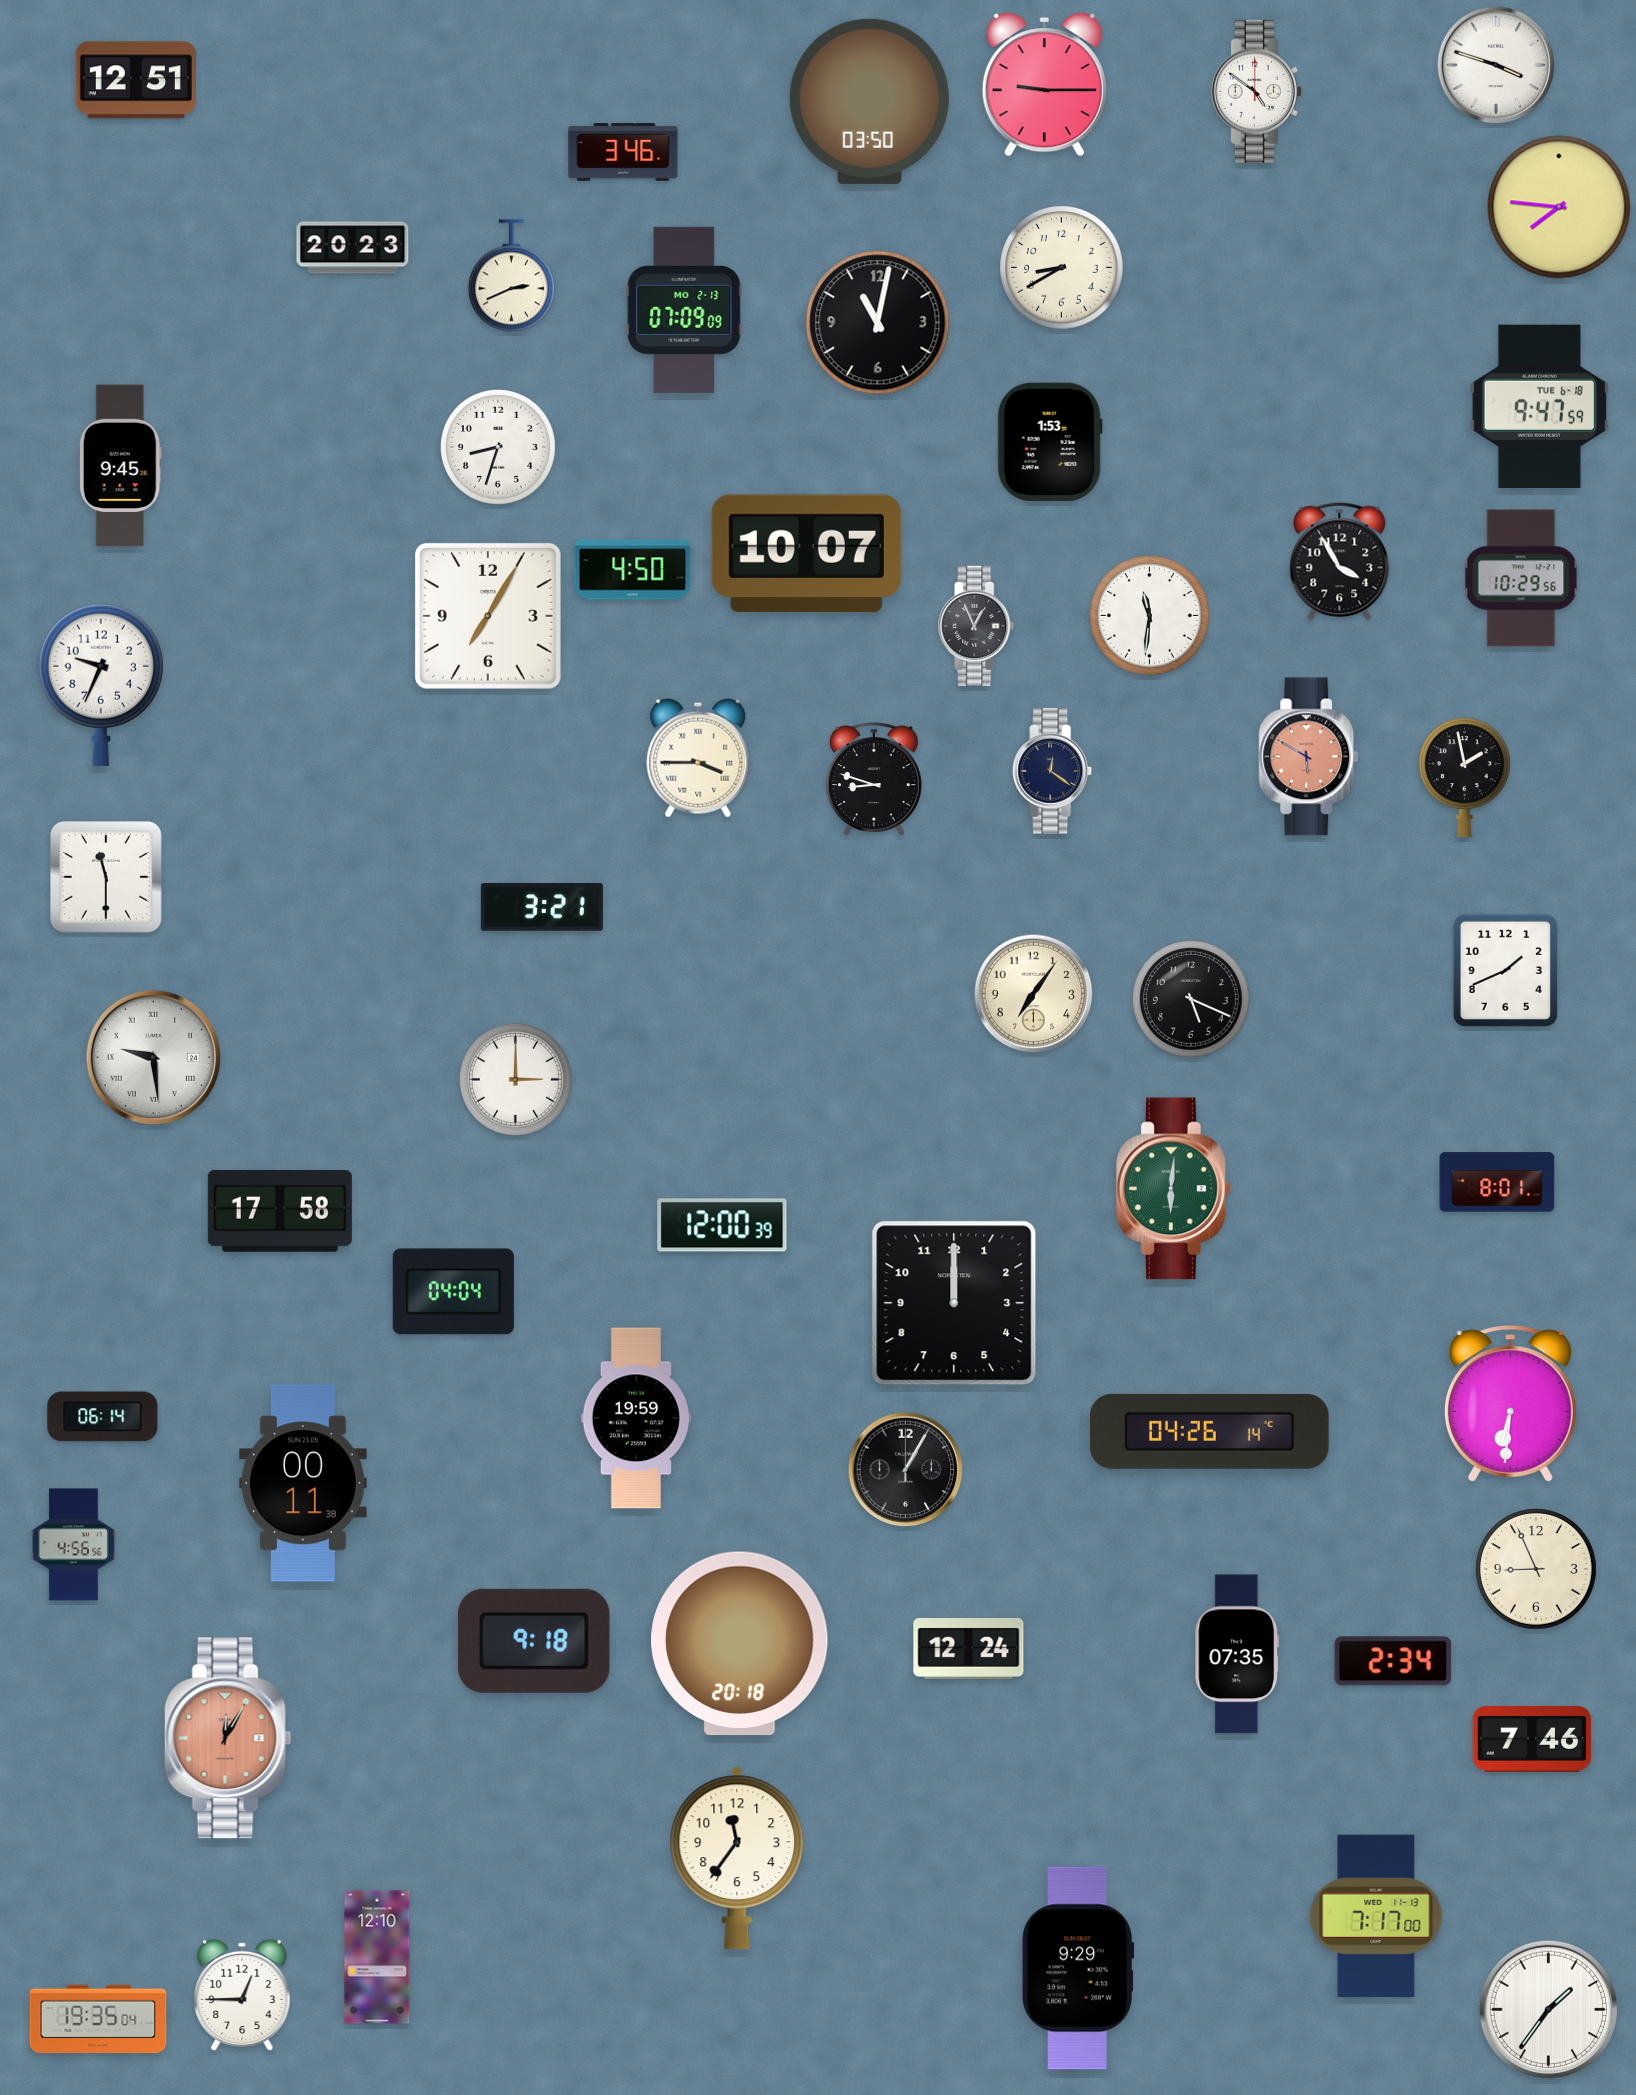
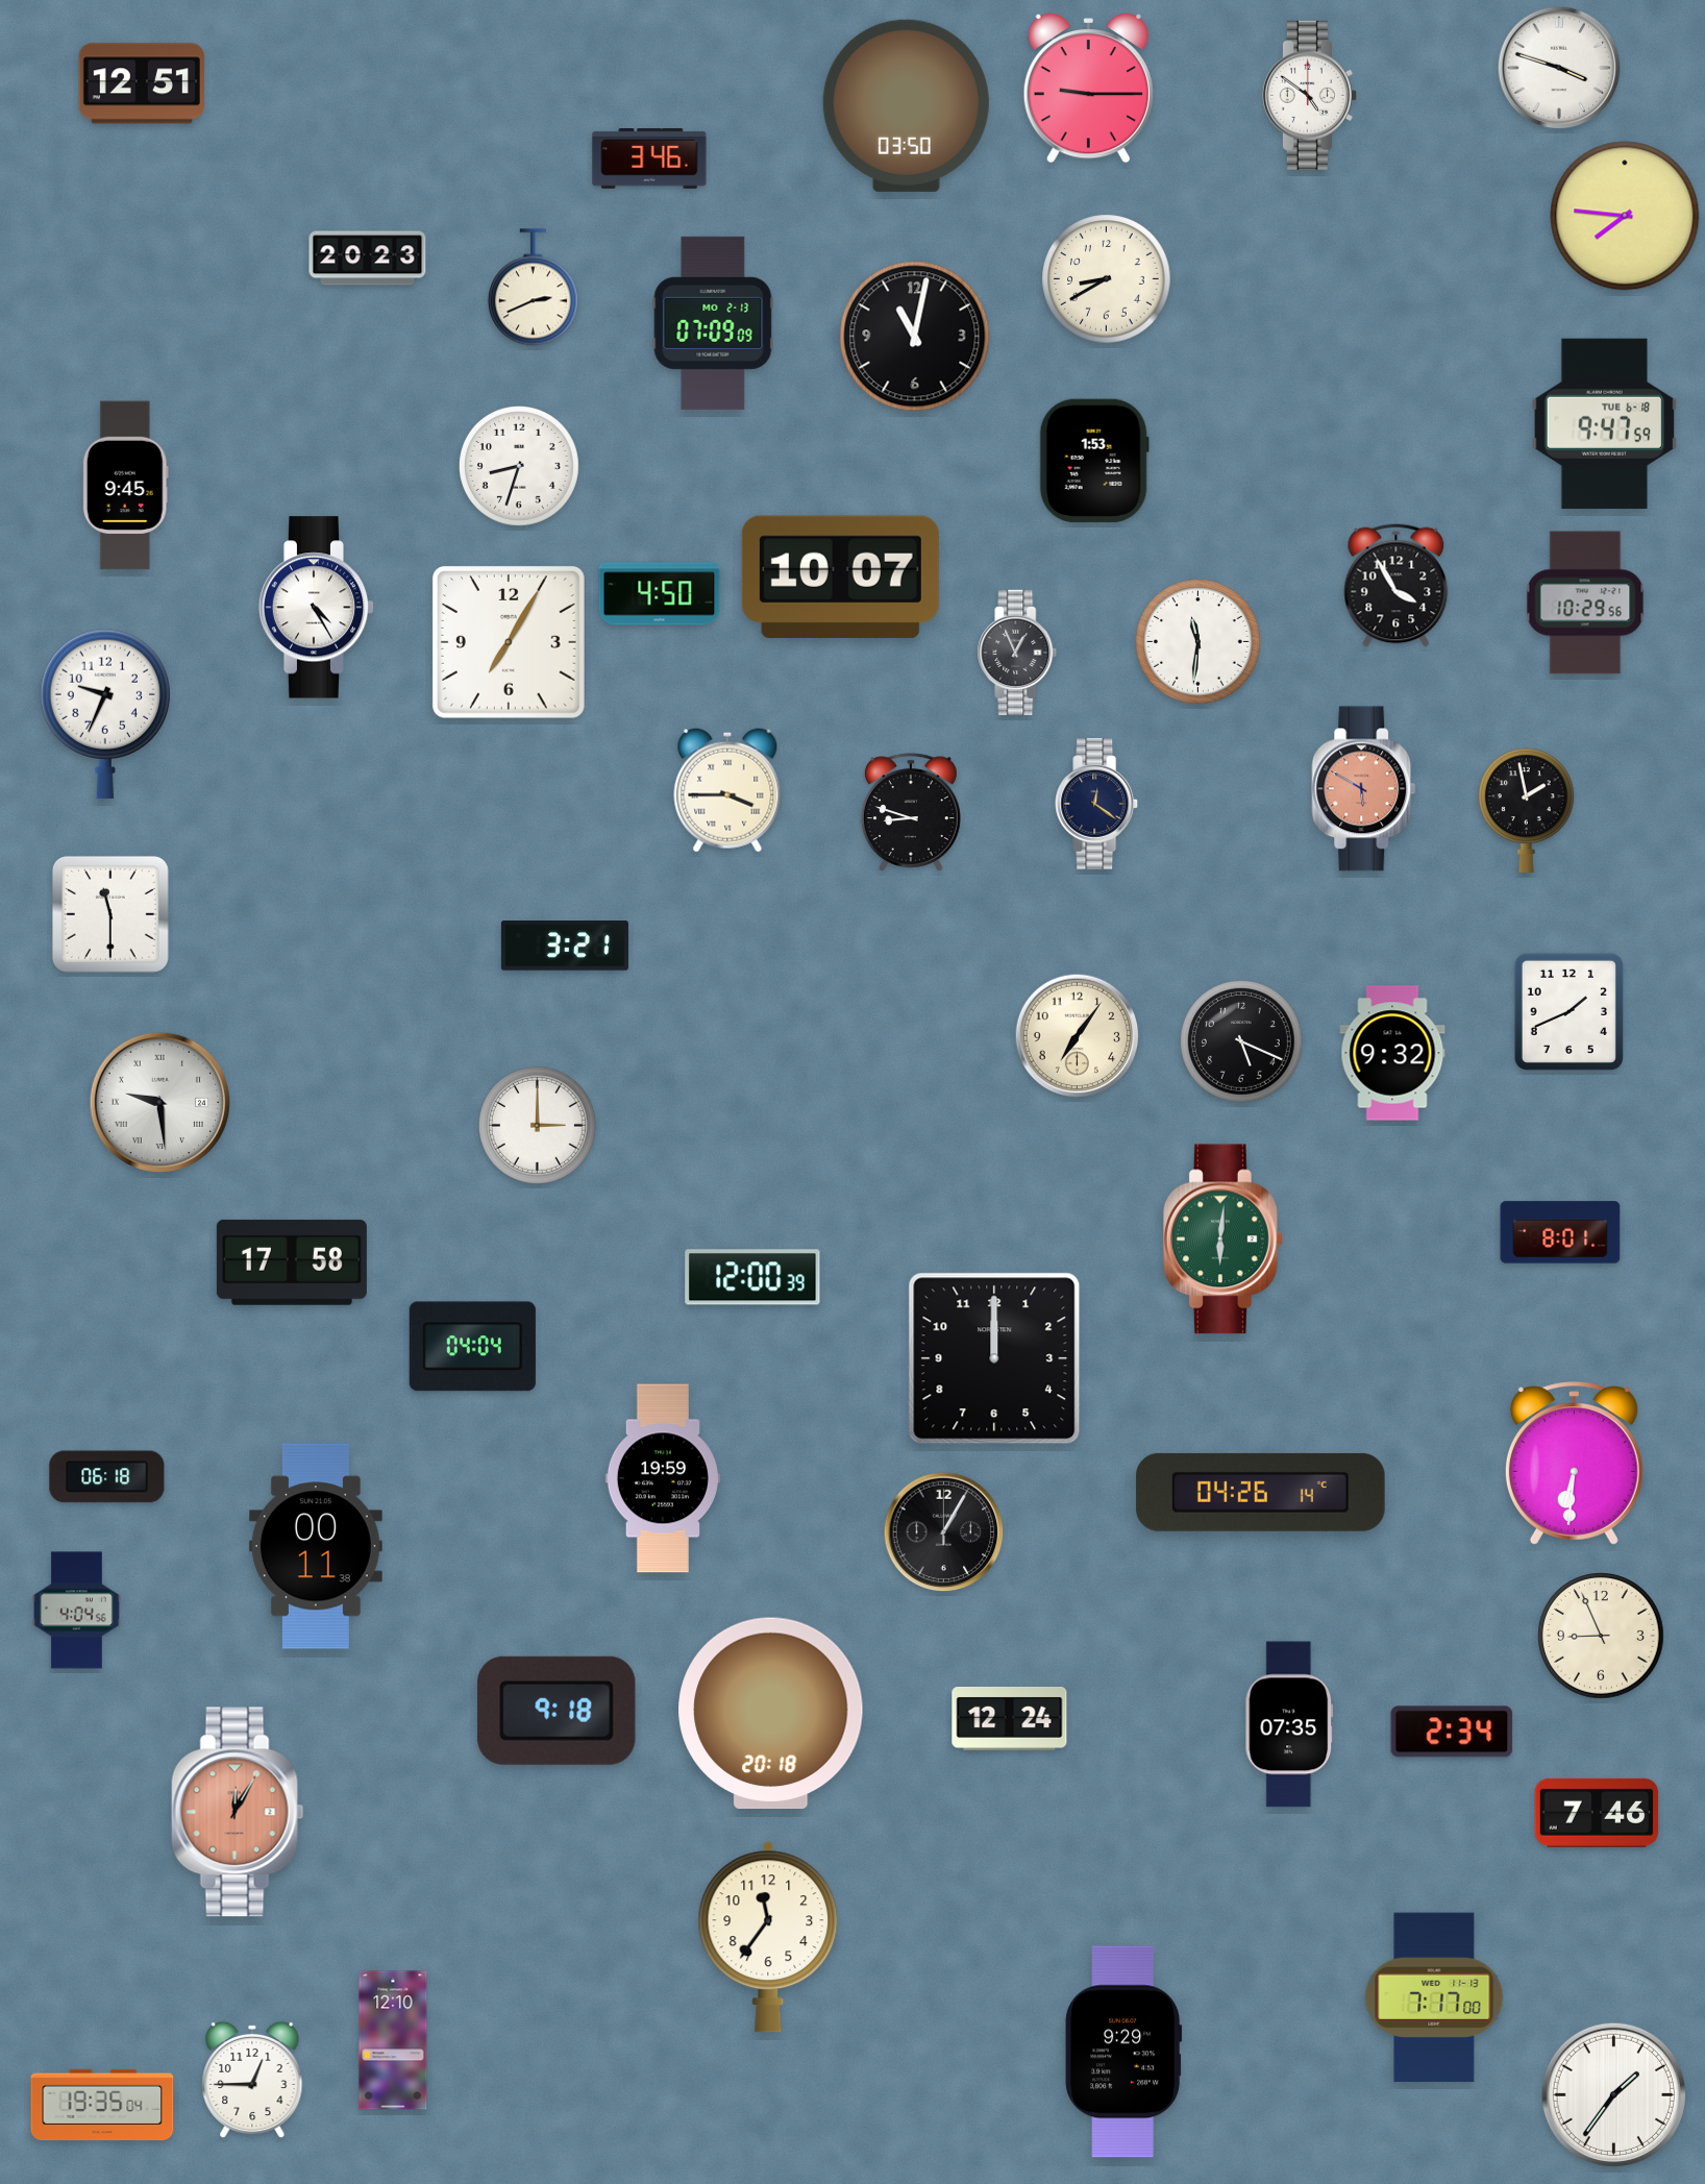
clock at (317, 608): none -> 4:25
clock at (1392, 1053): none -> 9:32
clock at (103, 1417): 06:14 -> 06:18
clock at (74, 1545): 4:56 -> 4:04
